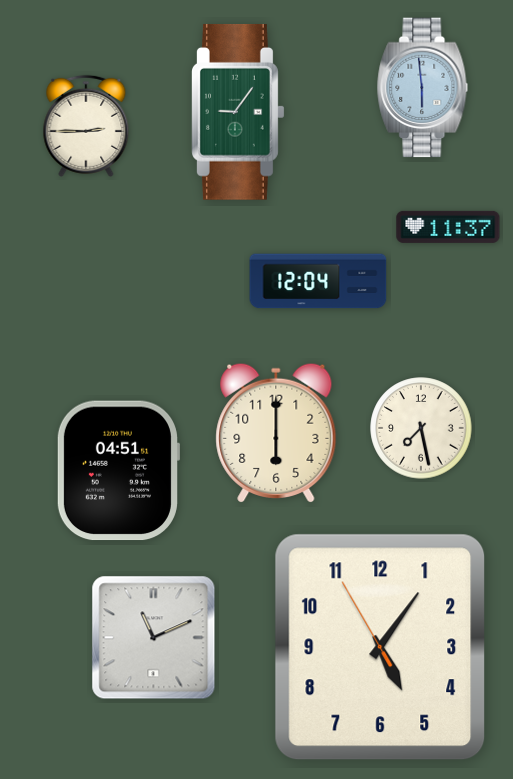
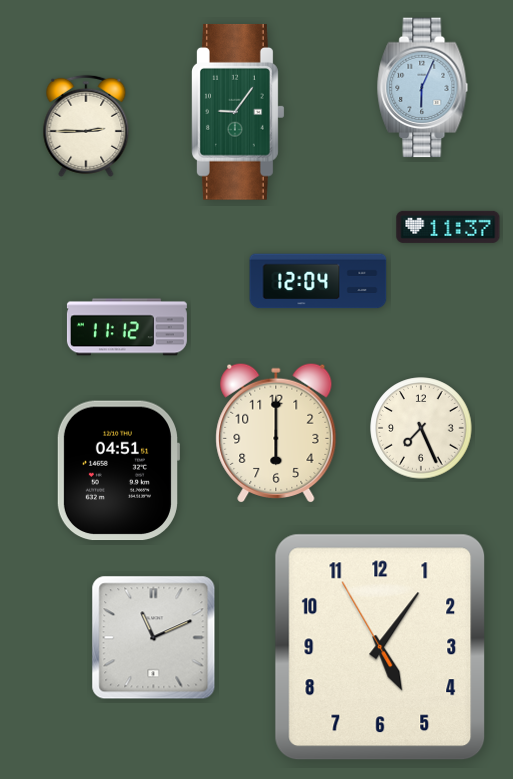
clock at (423, 88): 5:59 -> 6:04
clock at (127, 327): none -> 11:12
clock at (421, 428): 7:28 -> 7:26
